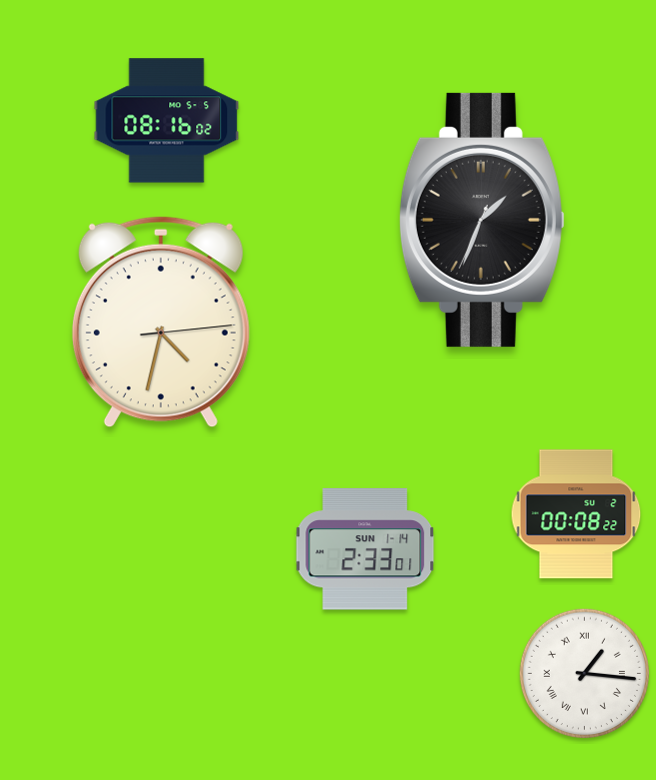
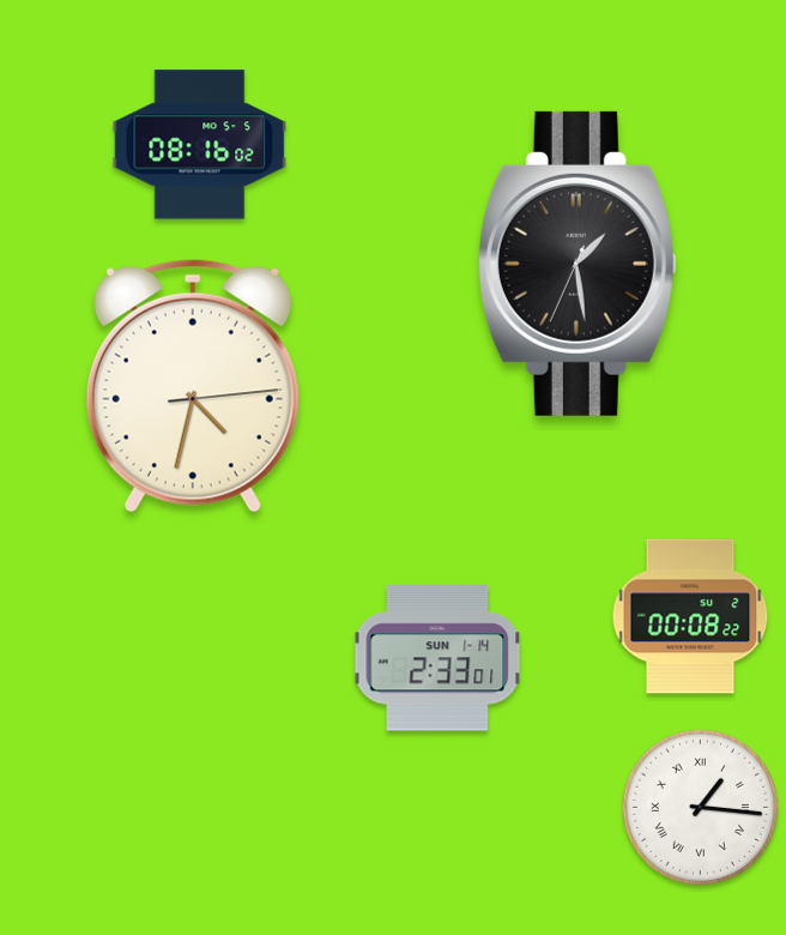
clock at (482, 220): 1:33 -> 1:28
